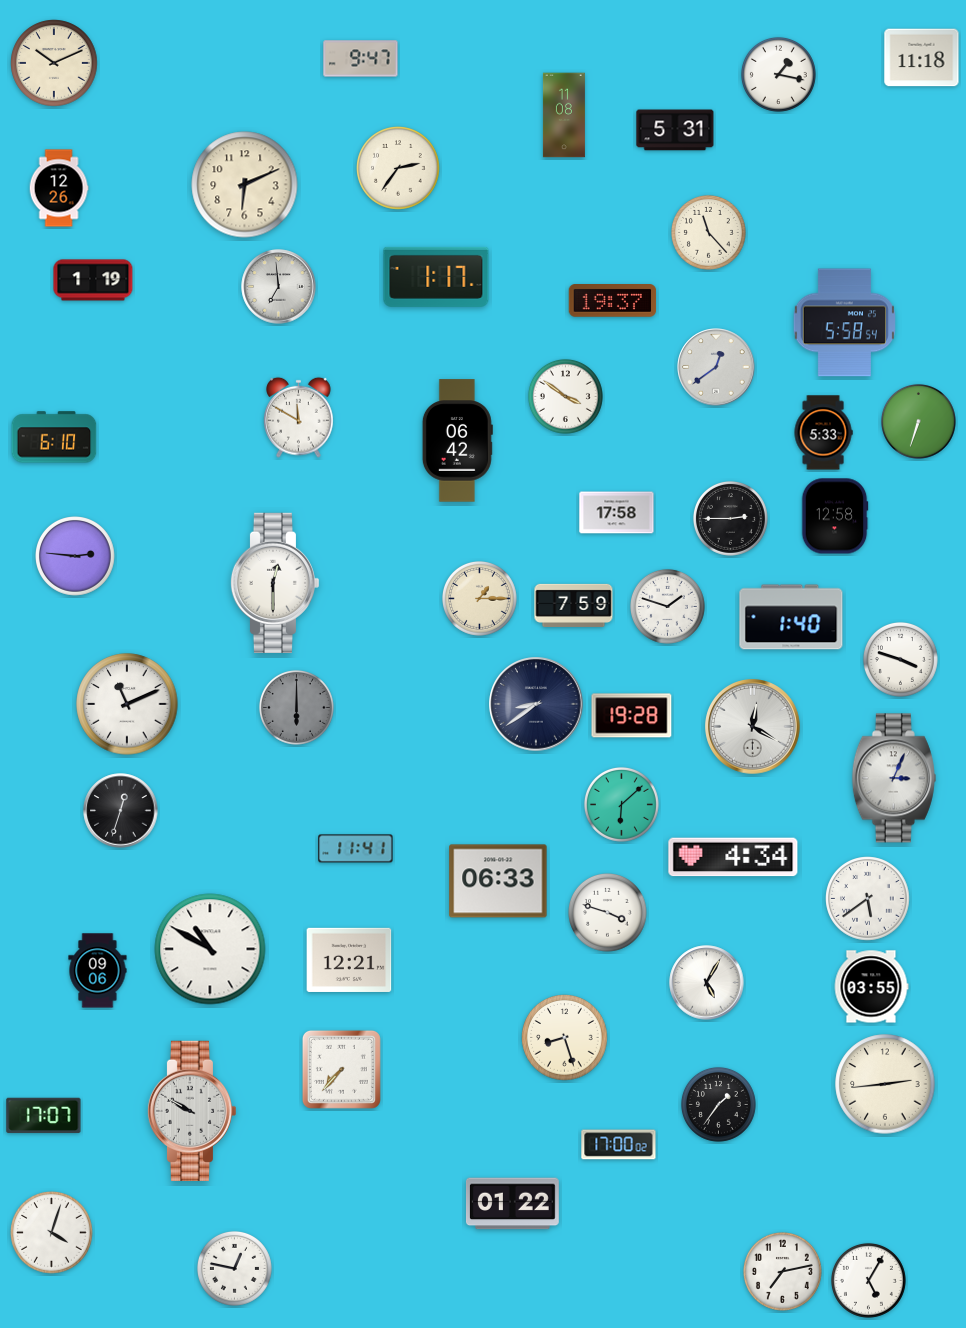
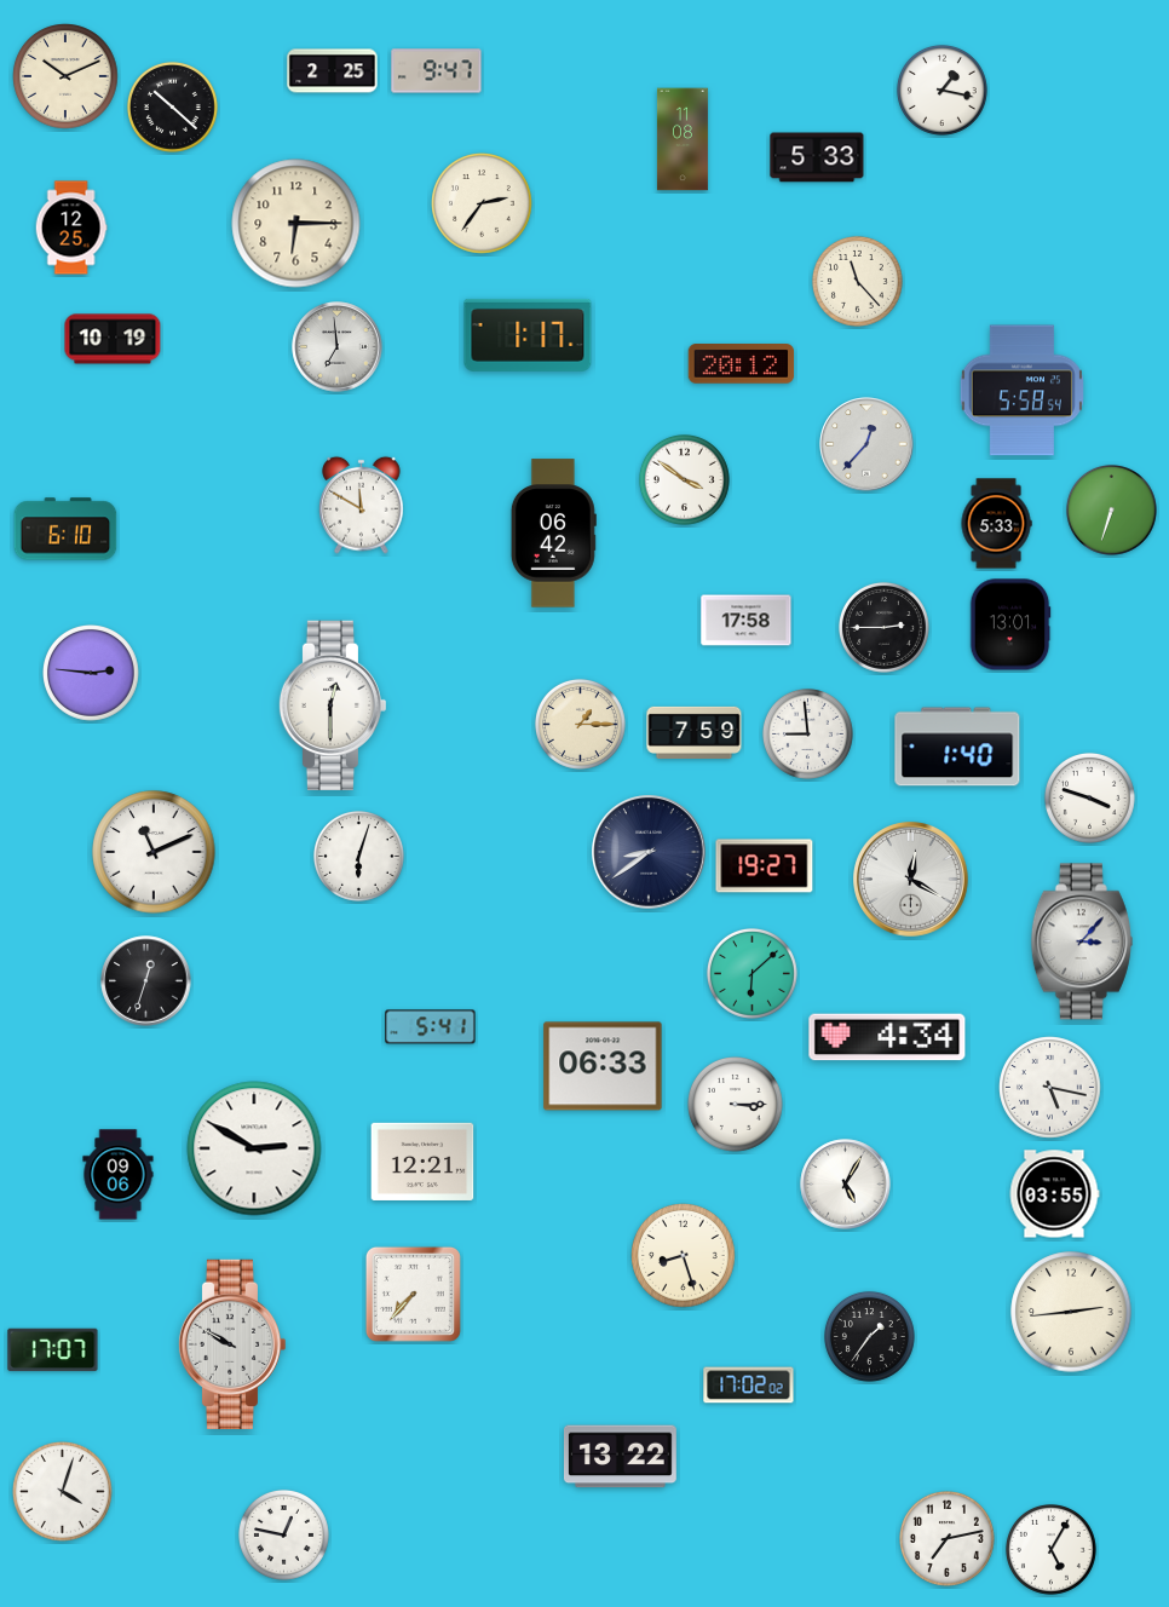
clock at (922, 58): 11:18 -> none
clock at (333, 71): none -> 2:25
clock at (172, 106): none -> 10:22
clock at (675, 130): 5:31 -> 5:33
clock at (245, 185): 6:11 -> 6:15
clock at (59, 188): 12:26 -> 12:25
clock at (93, 280): 1:19 -> 10:19
clock at (613, 301): 19:37 -> 20:12
clock at (716, 367): 12:39 -> 12:37
clock at (835, 516): 12:58 -> 13:01
clock at (667, 606): 1:48 -> 8:59
clock at (296, 707): 6:00 -> 6:03
clock at (296, 707) dial: grey -> white
clock at (632, 716): 19:28 -> 19:27
clock at (894, 778): 3:04 -> 3:07
clock at (356, 849): 11:41 -> 5:41
clock at (868, 899): 5:39 -> 5:17
clock at (608, 913): 3:48 -> 3:15
clock at (210, 949): 10:50 -> 2:50
clock at (707, 983) position: (707, 983) -> (846, 1185)
clock at (619, 1145): 17:00 -> 17:02
clock at (512, 1204): 01:22 -> 13:22
